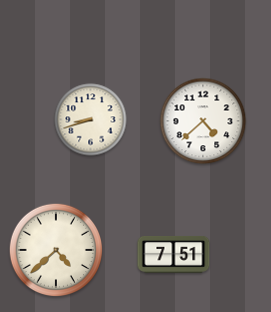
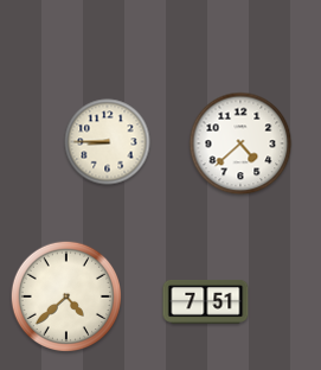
clock at (91, 120): 8:42 -> 8:45
